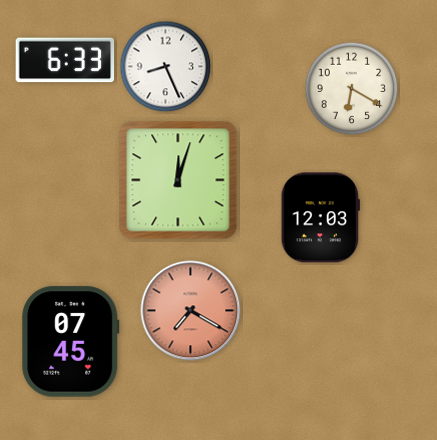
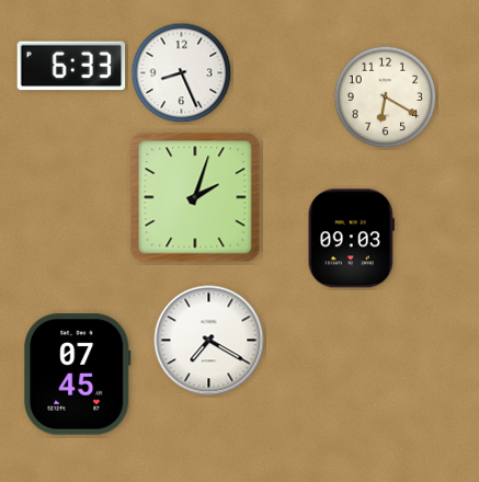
clock at (178, 180): 12:03 -> 2:03
clock at (320, 218): 12:03 -> 09:03
clock at (191, 311) dial: salmon -> white
